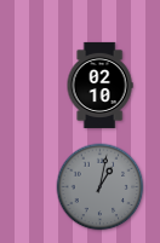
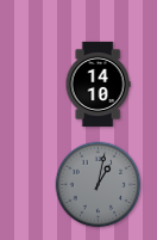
clock at (99, 85): 02:10 -> 14:10
